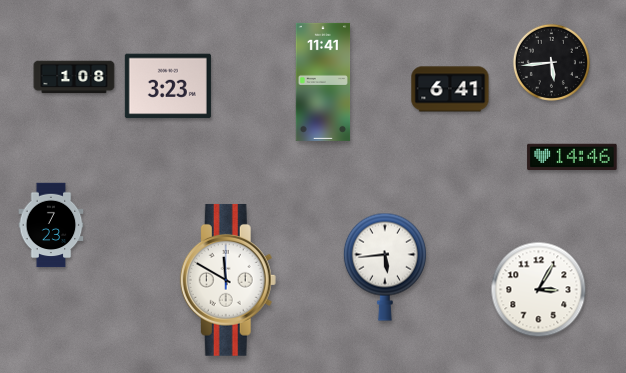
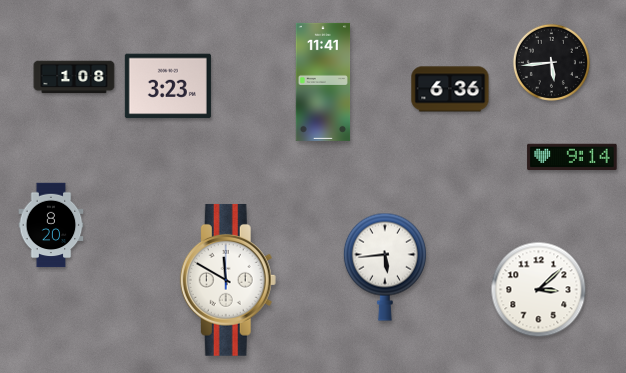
clock at (450, 89): 6:41 -> 6:36
clock at (572, 157): 14:46 -> 9:14
clock at (51, 225): 7:23 -> 8:20
clock at (539, 290): 3:05 -> 3:08
